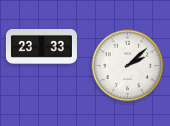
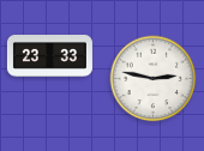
clock at (128, 66): 2:08 -> 2:47
